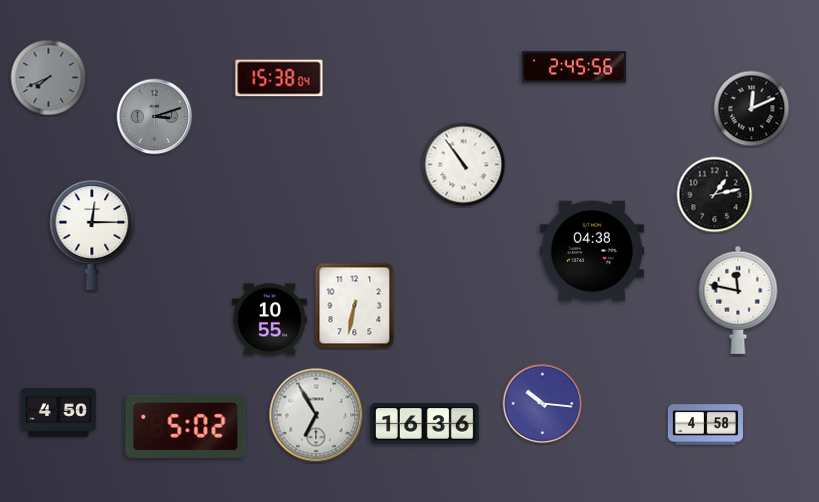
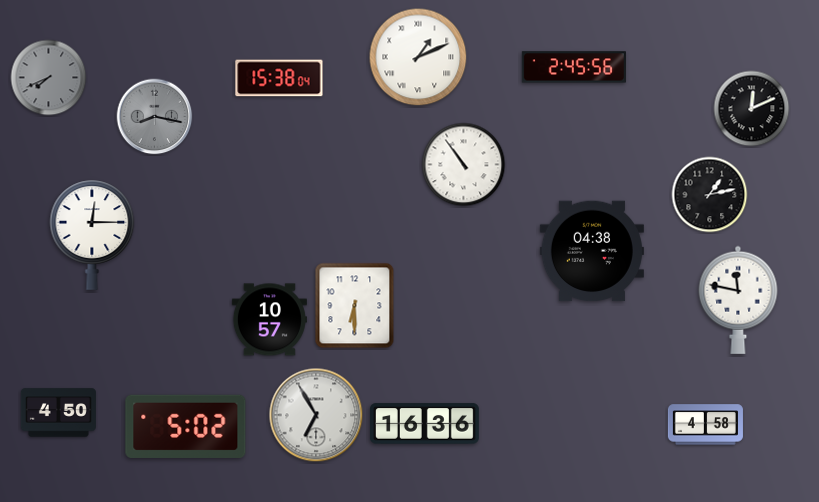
clock at (418, 57): none -> 1:11
clock at (155, 117): 3:12 -> 8:17
clock at (715, 195) position: (715, 195) -> (710, 195)
clock at (355, 306): 6:32 -> 6:30
clock at (269, 320): 10:55 -> 10:57
clock at (543, 404): 10:16 -> none
